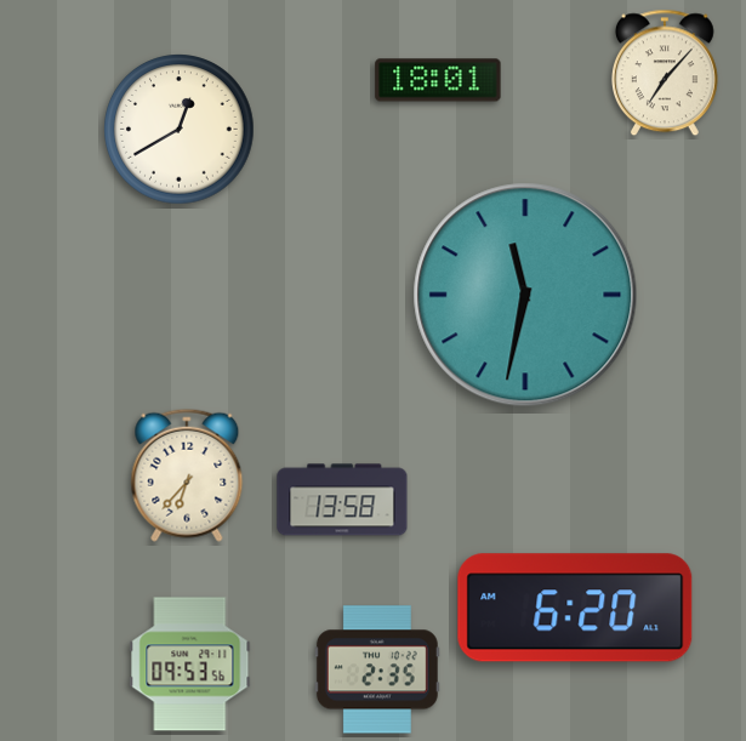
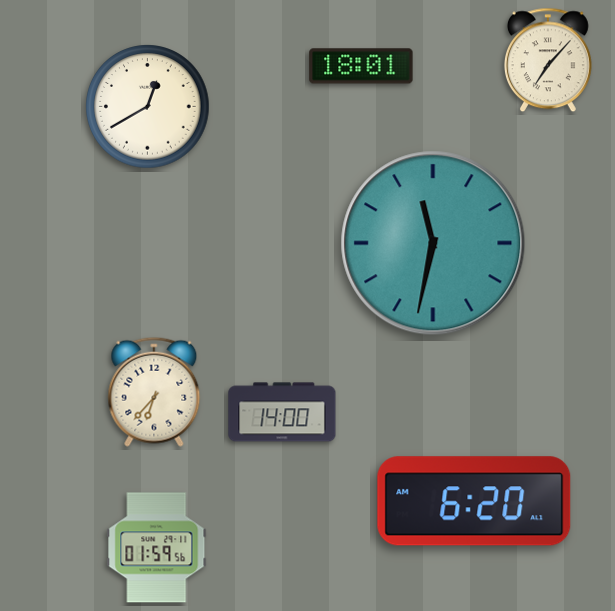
clock at (342, 500): 13:58 -> 14:00
clock at (190, 665): 09:53 -> 01:59
clock at (377, 669): 2:35 -> none
